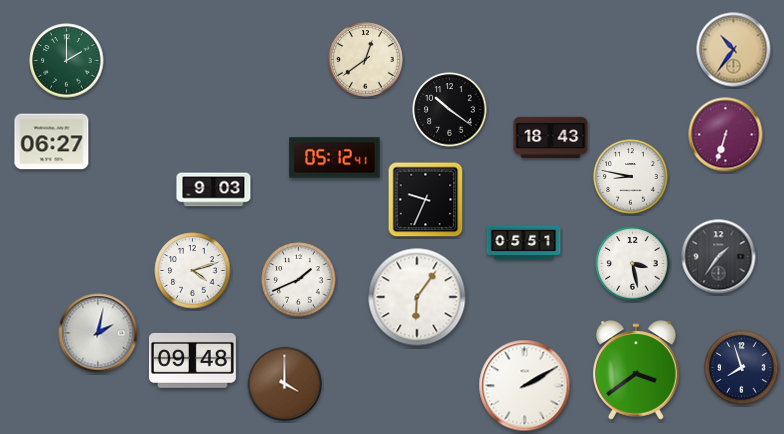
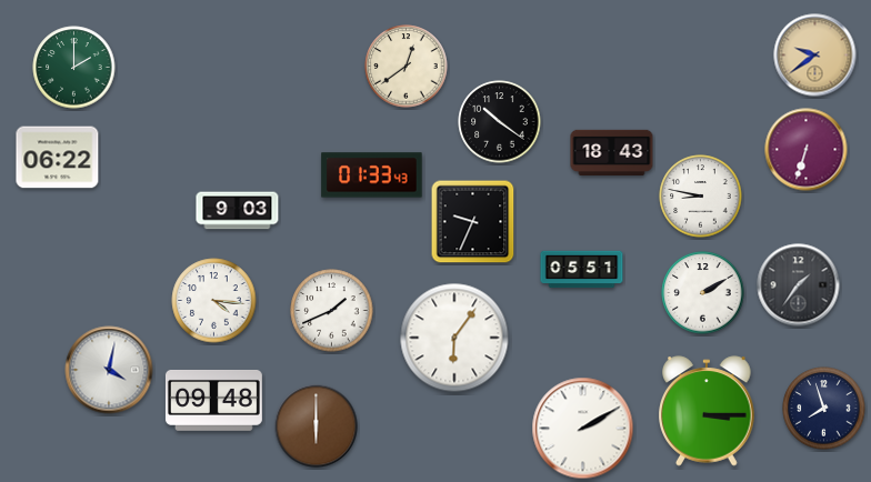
clock at (734, 50): 10:36 -> 9:39
clock at (52, 142): 06:27 -> 06:22
clock at (335, 158): 05:12 -> 01:33
clock at (633, 264): 3:28 -> 2:10
clock at (193, 271): 4:12 -> 4:16
clock at (417, 297) position: (417, 297) -> (454, 338)
clock at (98, 333): 2:02 -> 4:02
clock at (636, 370): 3:39 -> 3:15
clock at (285, 384): 4:00 -> 6:00
